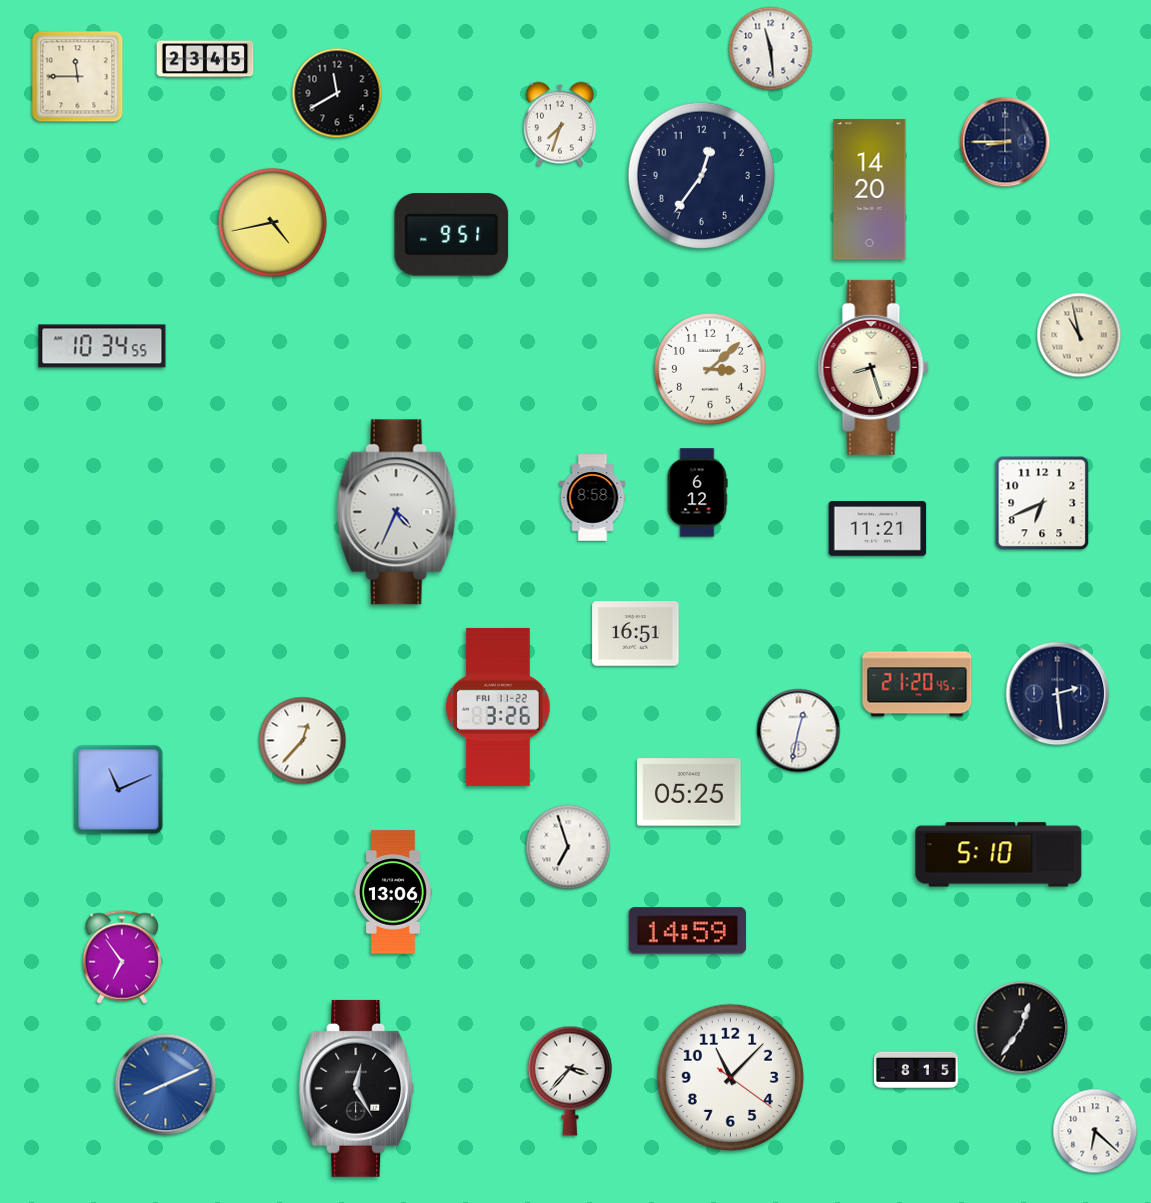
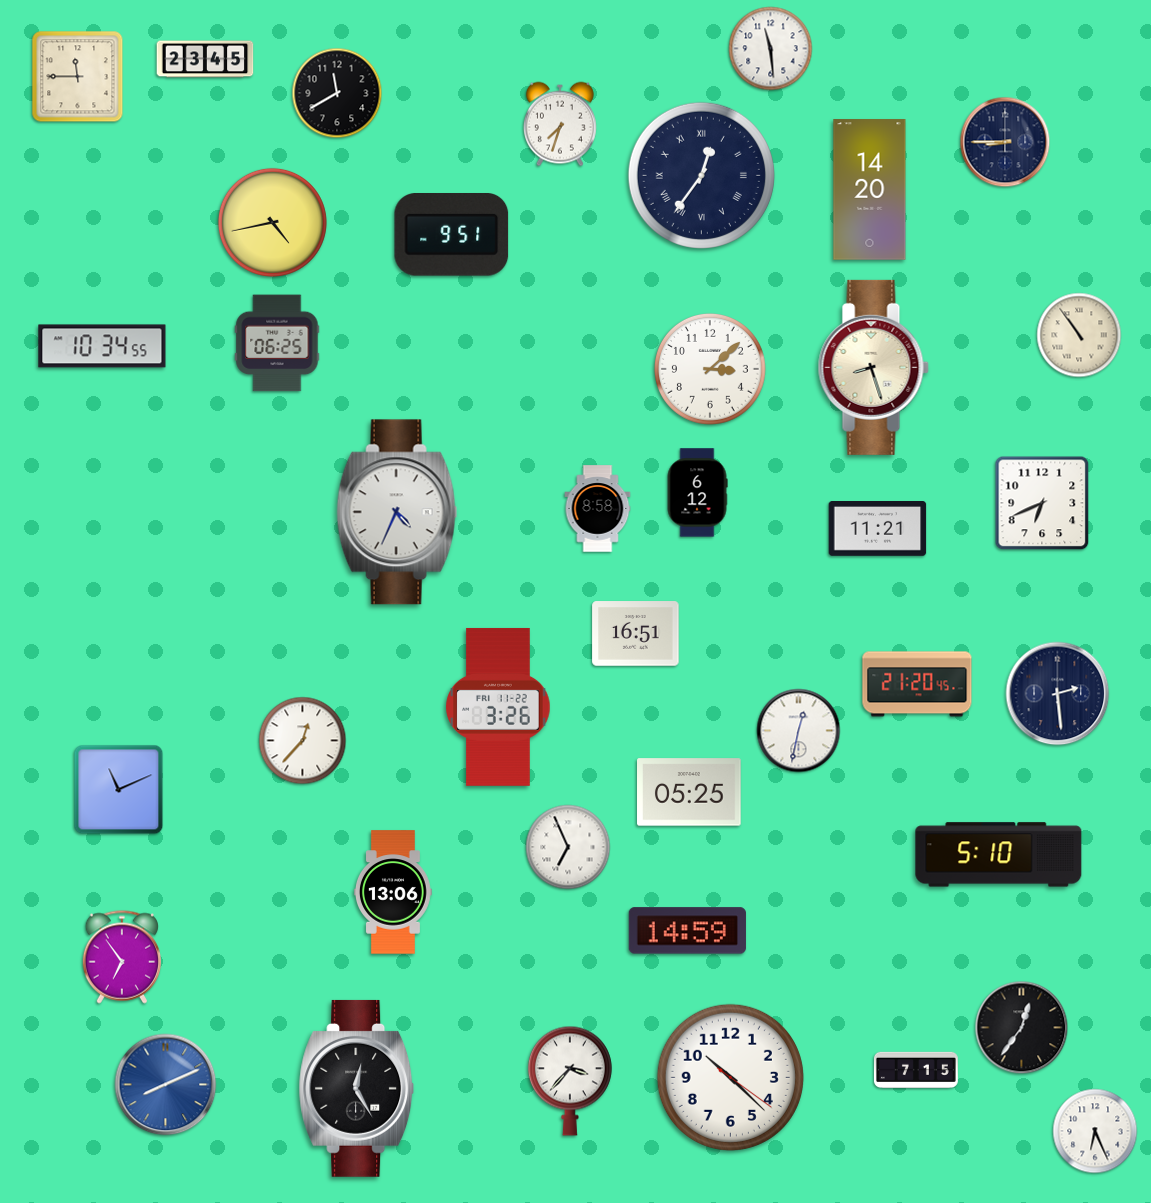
clock at (701, 175) numerals: Arabic -> Roman
clock at (1079, 335): 10:58 -> 10:54
clock at (277, 343): none -> 06:25
clock at (593, 498) position: (593, 498) -> (598, 509)
clock at (568, 847): 6:57 -> 6:56
clock at (916, 1069): 8:15 -> 7:15
clock at (730, 1077): 11:07 -> 10:22
clock at (1095, 1131): 6:22 -> 6:26
